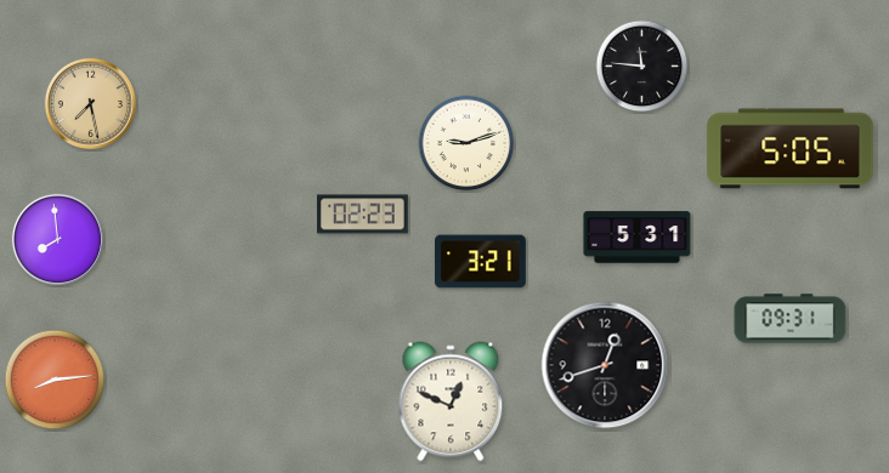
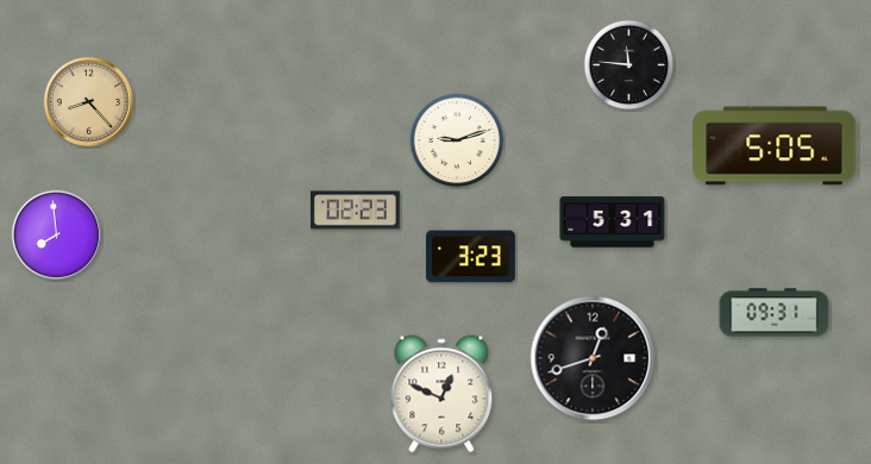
clock at (90, 103): 7:28 -> 8:23
clock at (638, 238) position: (638, 238) -> (613, 222)
clock at (481, 262): 3:21 -> 3:23
clock at (55, 380): 8:14 -> none
